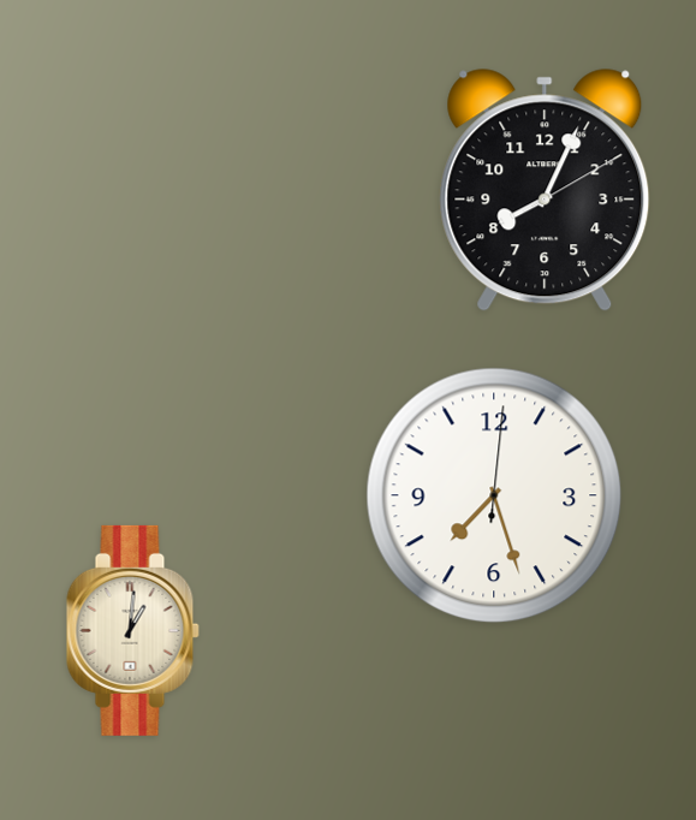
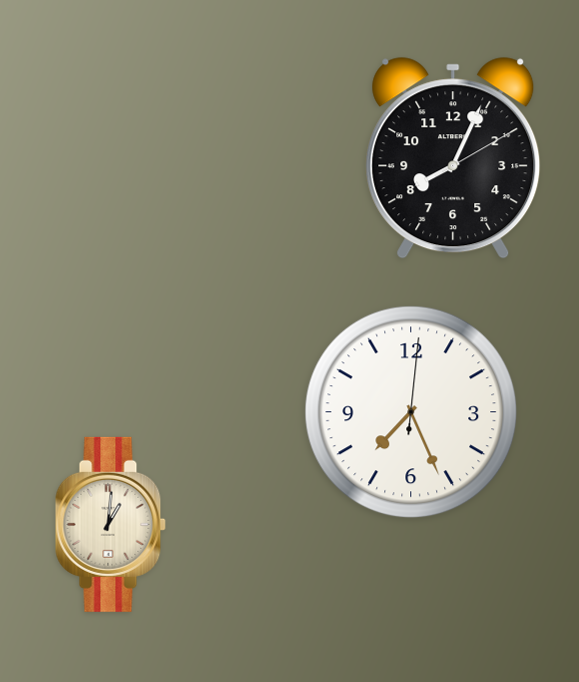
clock at (494, 495): 7:27 -> 7:26
